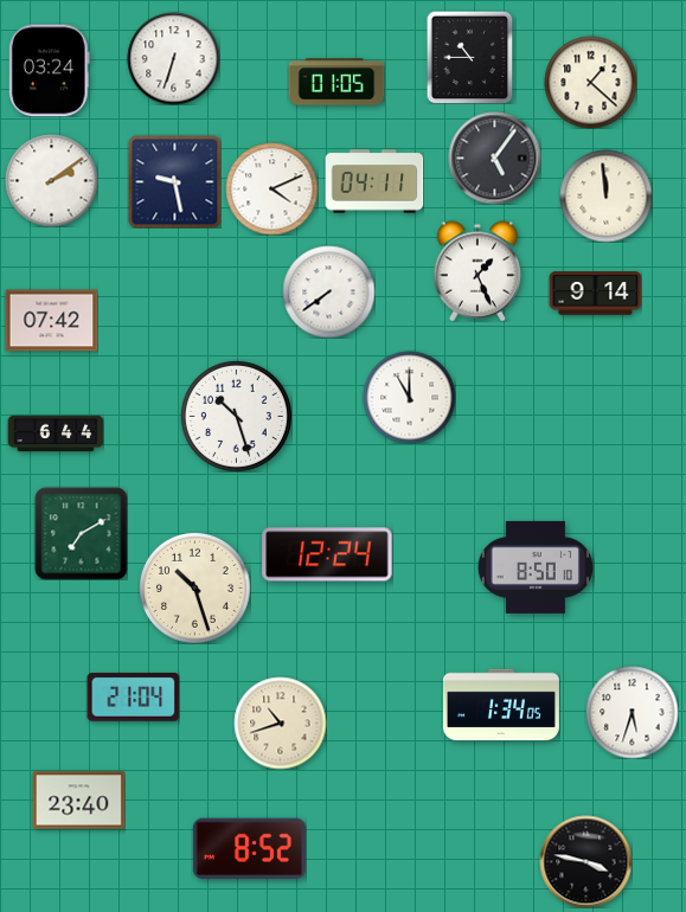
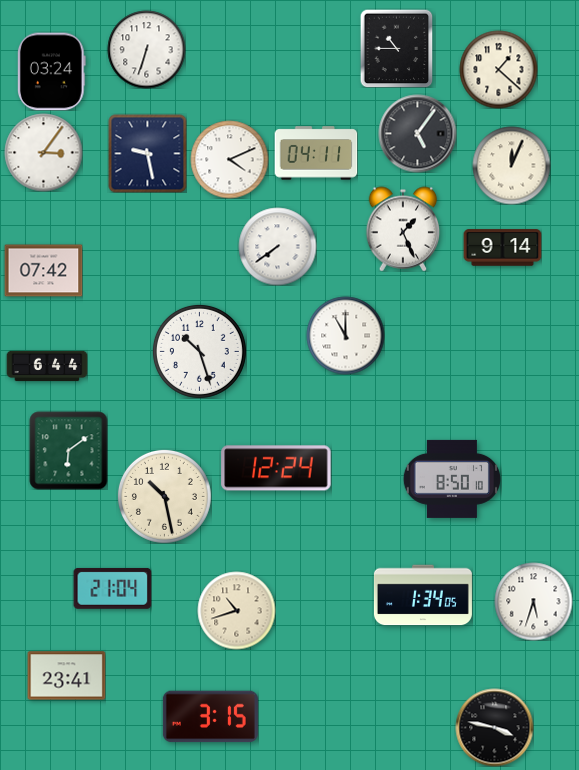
clock at (49, 70) position: (49, 70) -> (51, 71)
clock at (336, 82): 01:05 -> none
clock at (51, 180): 2:09 -> 3:06
clock at (605, 195): 11:59 -> 12:04
clock at (81, 533): 7:10 -> 6:09
clock at (194, 587): 10:27 -> 10:28
clock at (78, 801): 23:40 -> 23:41
clock at (249, 849): 8:52 -> 3:15
